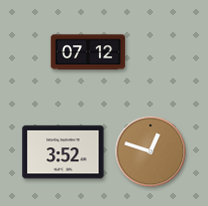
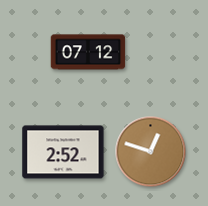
clock at (63, 152): 3:52 -> 2:52
